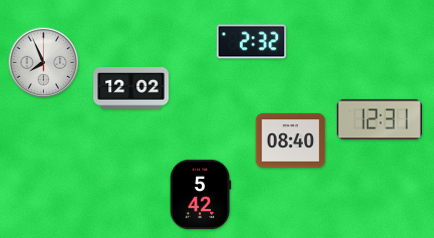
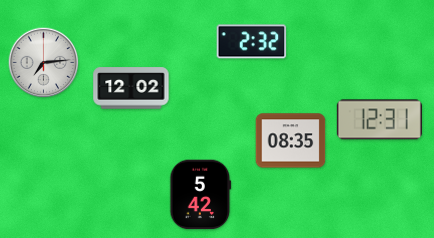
clock at (44, 63): 7:56 -> 7:14
clock at (291, 141): 08:40 -> 08:35
